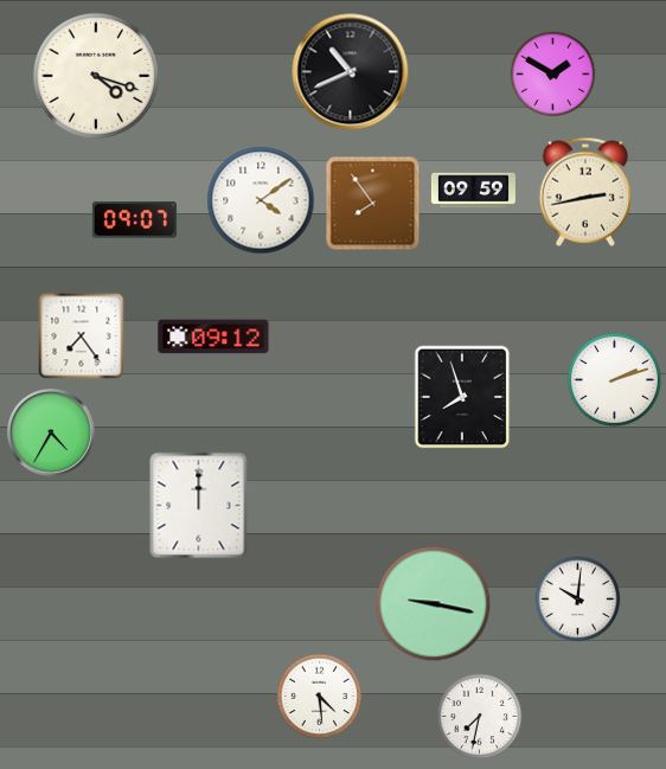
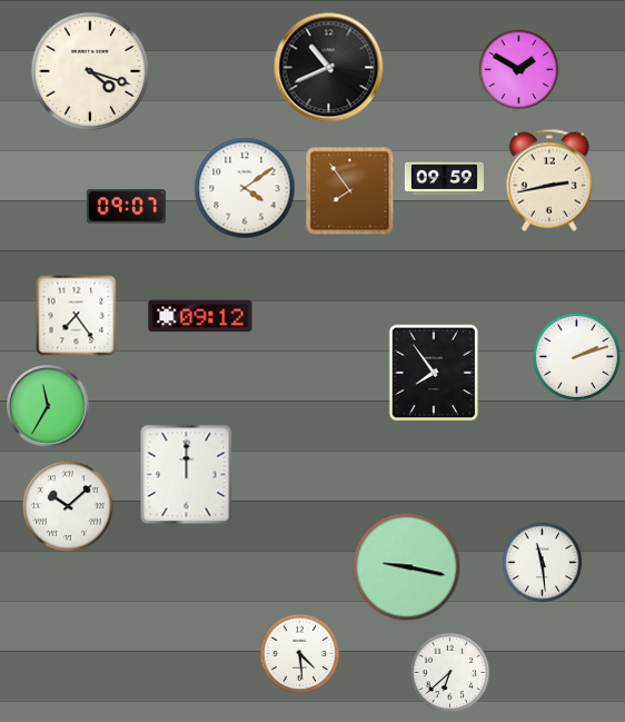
clock at (462, 397): 7:57 -> 7:54
clock at (51, 432): 4:35 -> 11:35
clock at (69, 507): none -> 10:08
clock at (578, 600): 10:01 -> 11:29
clock at (480, 717): 7:32 -> 6:38
